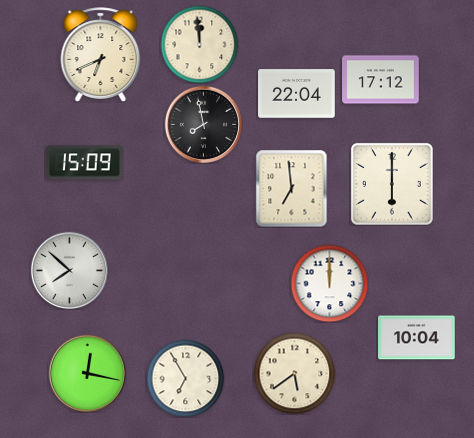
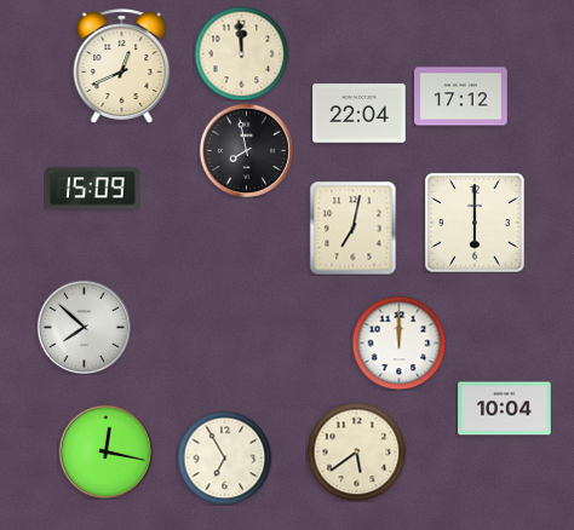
clock at (101, 55): 6:41 -> 12:41
clock at (85, 163) position: (85, 163) -> (93, 189)
clock at (292, 188): 6:59 -> 7:02
